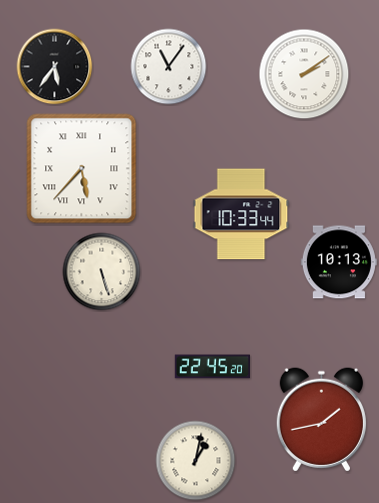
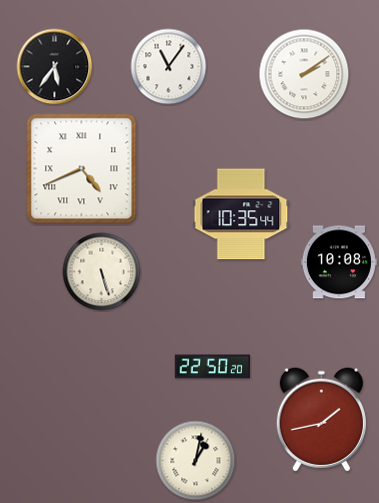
clock at (82, 169): 5:37 -> 4:41
clock at (241, 214): 10:33 -> 10:35
clock at (339, 262): 10:13 -> 10:08
clock at (212, 367): 22:45 -> 22:50
